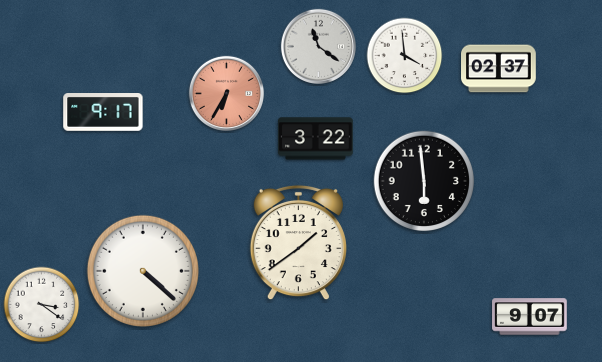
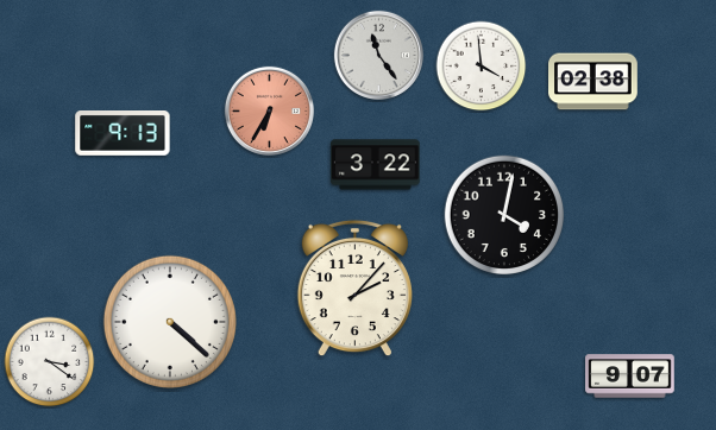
clock at (318, 46): 11:21 -> 11:24
clock at (499, 69): 02:37 -> 02:38
clock at (103, 113): 9:17 -> 9:13
clock at (424, 181): 5:59 -> 4:02
clock at (298, 243): 1:39 -> 2:07
